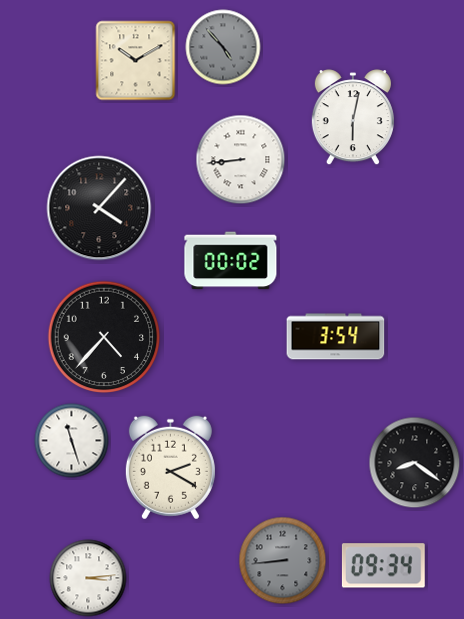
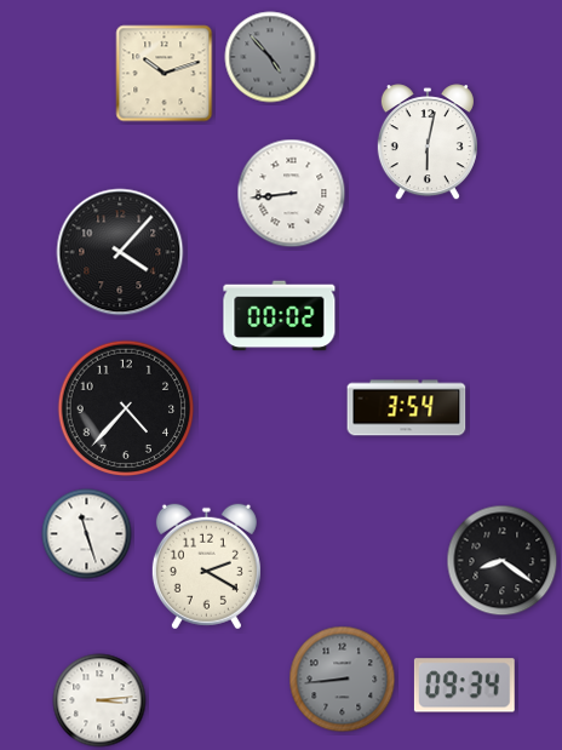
clock at (136, 61): 10:10 -> 10:12
clock at (88, 578) position: (88, 578) -> (99, 700)
